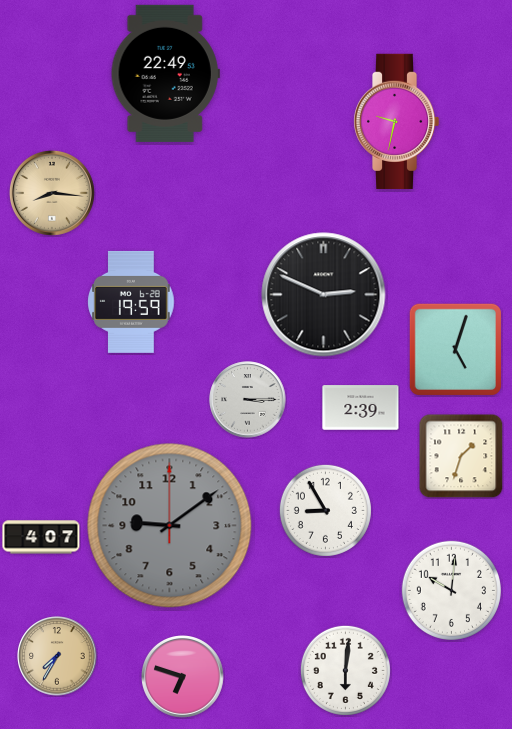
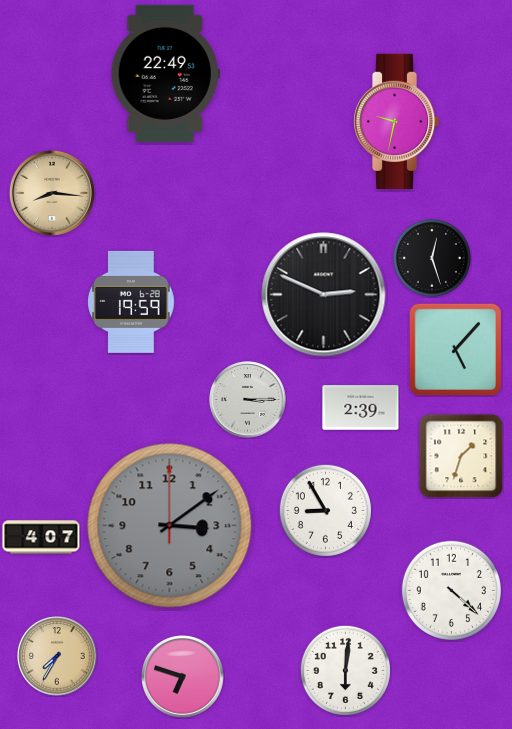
clock at (432, 258): none -> 12:27
clock at (455, 349): 5:03 -> 5:07
clock at (170, 526): 9:09 -> 3:09
clock at (451, 590): 10:01 -> 4:22
